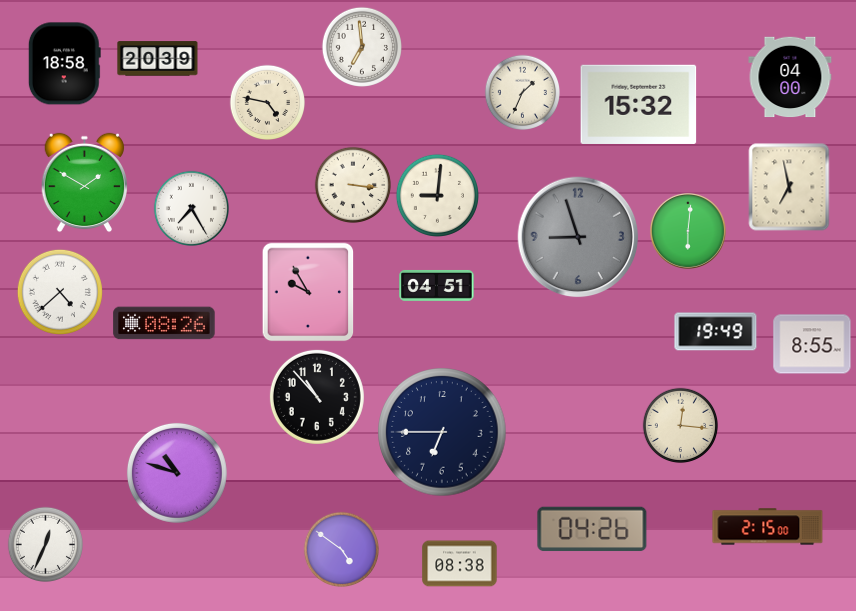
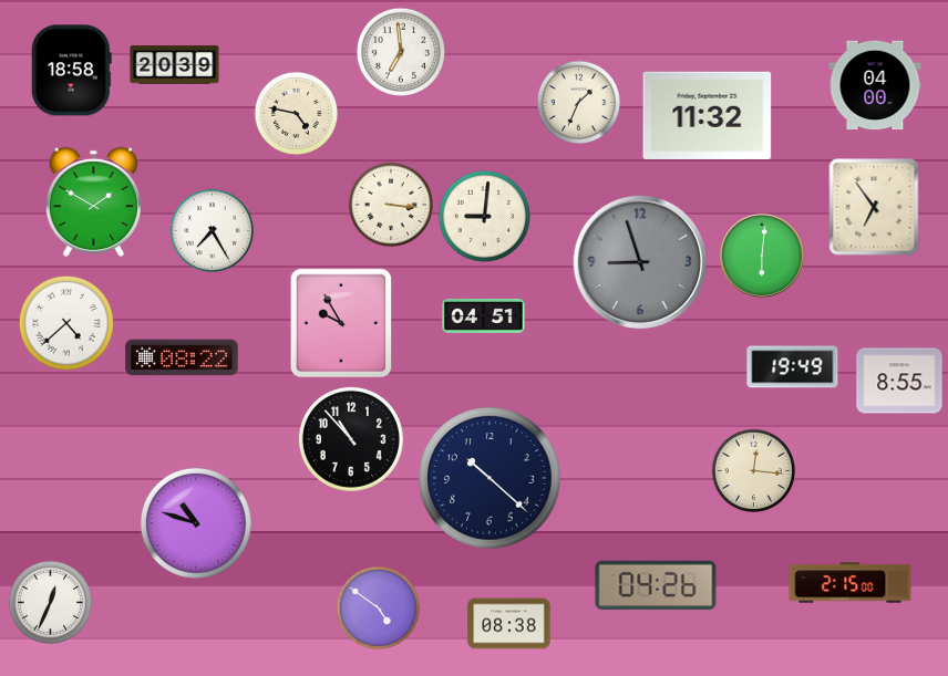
clock at (639, 104): 15:32 -> 11:32
clock at (789, 187): 6:58 -> 6:54
clock at (164, 323): 08:26 -> 08:22
clock at (442, 432): 6:45 -> 10:22
